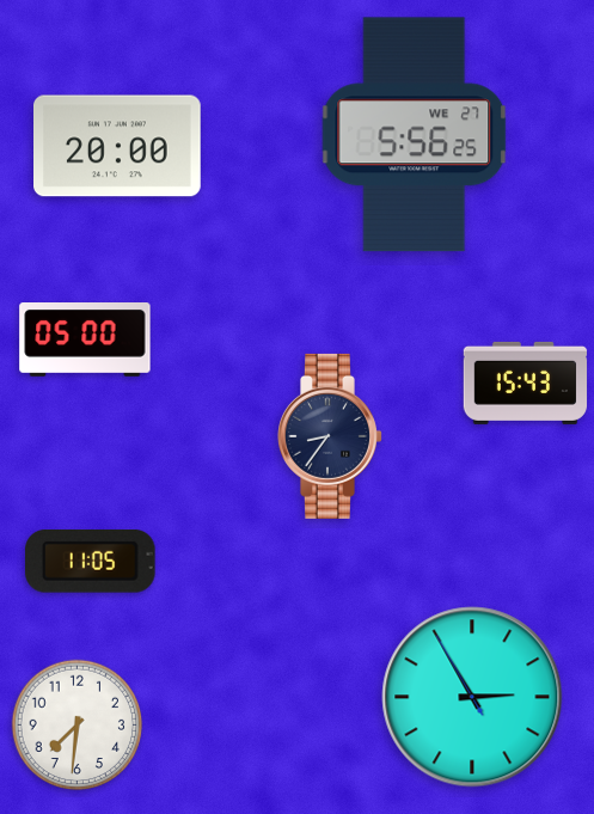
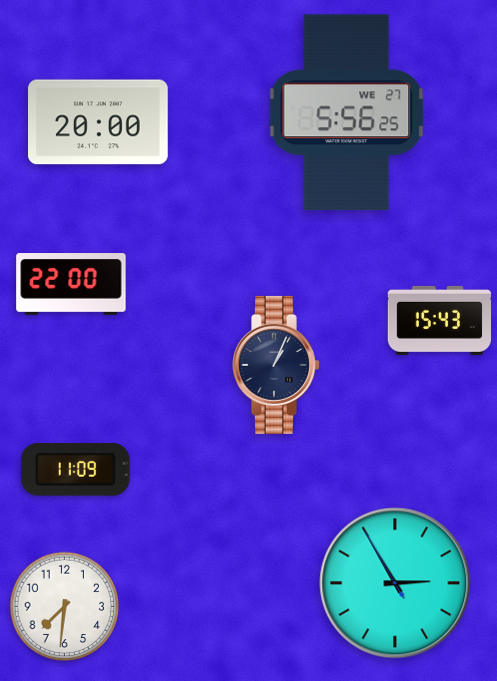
clock at (85, 341): 05:00 -> 22:00
clock at (331, 436): 8:36 -> 1:04
clock at (91, 562): 11:05 -> 11:09
